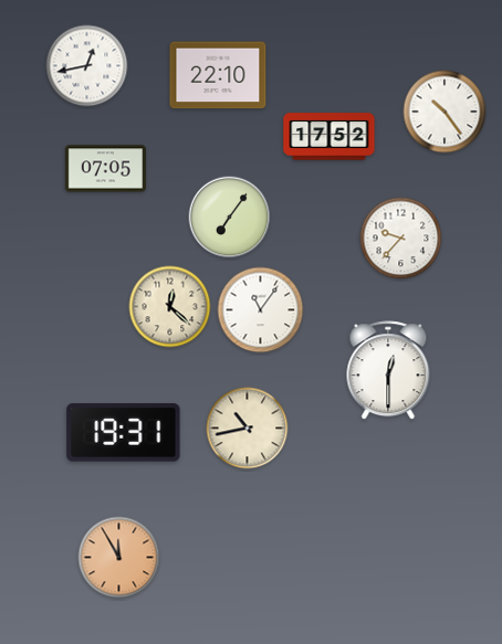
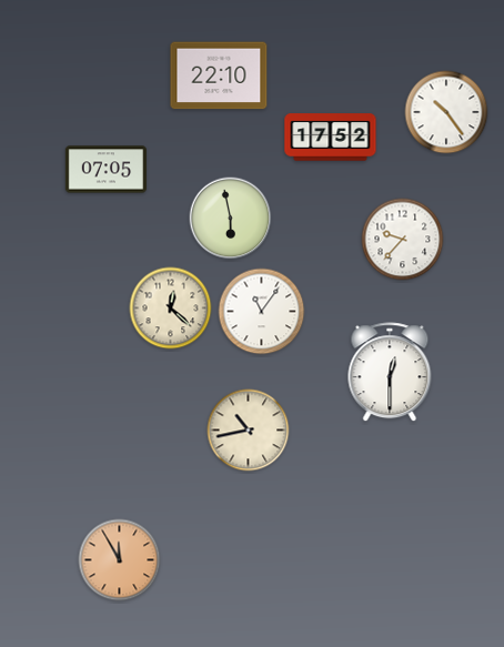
clock at (87, 66): 12:43 -> none
clock at (230, 218): 7:06 -> 5:58
clock at (124, 433): 19:31 -> none
